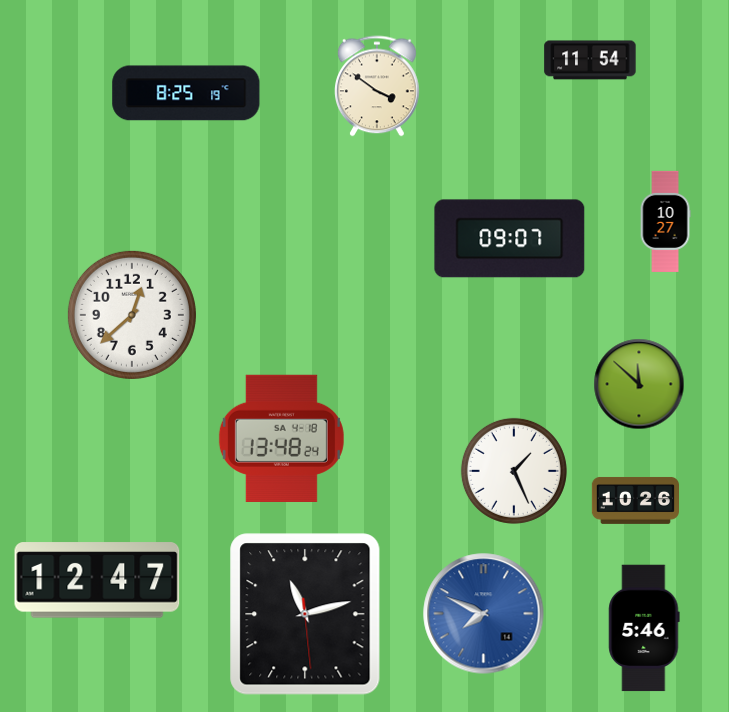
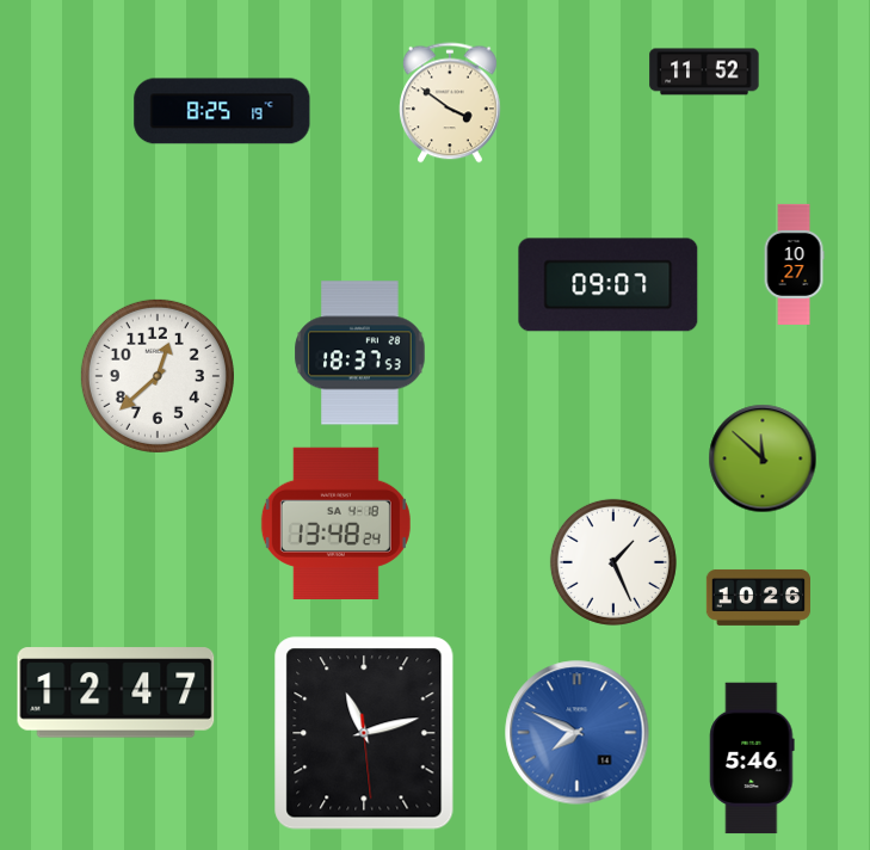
clock at (590, 60): 11:54 -> 11:52
clock at (360, 353): none -> 18:37
clock at (644, 628) position: (644, 628) -> (752, 758)
